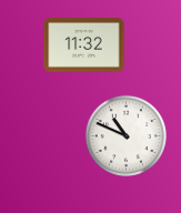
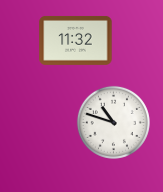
clock at (125, 135): 10:49 -> 10:48
